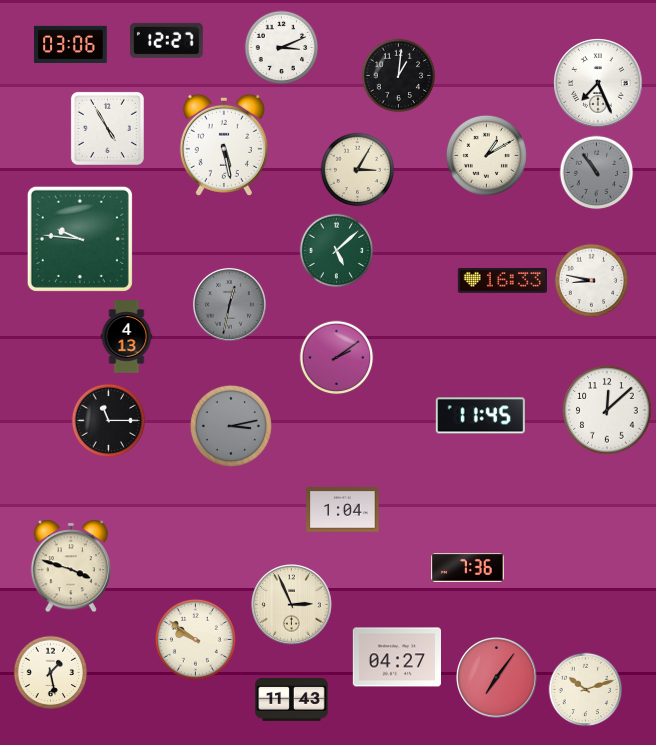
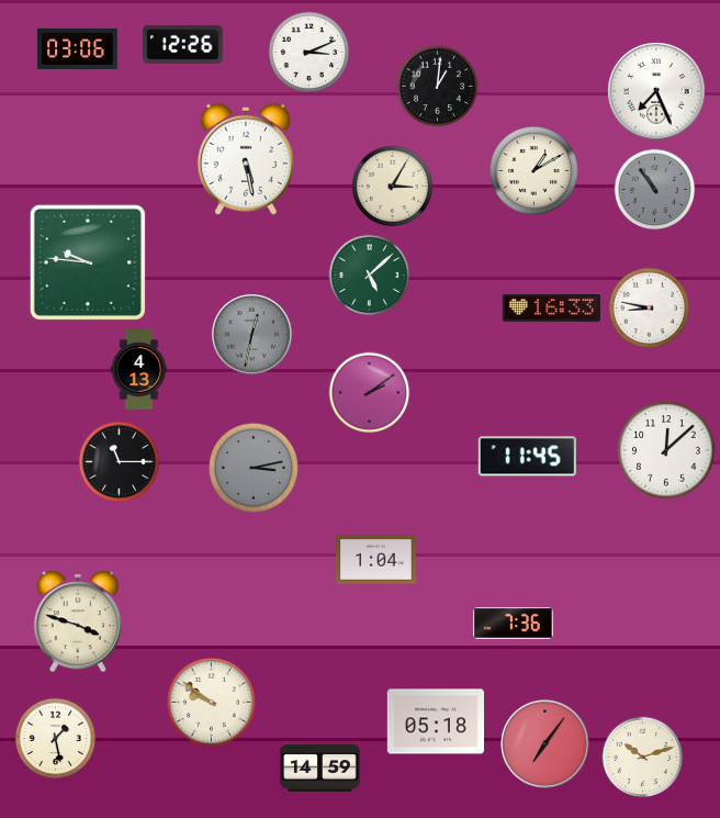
clock at (167, 40): 12:27 -> 12:26
clock at (399, 76) position: (399, 76) -> (438, 87)
clock at (107, 128): 4:55 -> none
clock at (292, 605): 2:56 -> none
clock at (195, 639) position: (195, 639) -> (211, 702)
clock at (396, 657): 04:27 -> 05:18
clock at (292, 699): 11:43 -> 14:59
